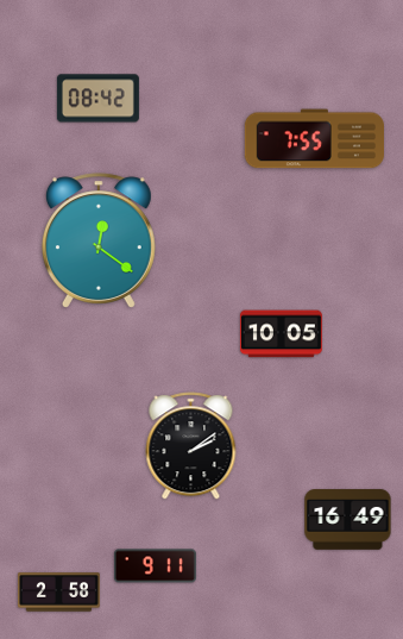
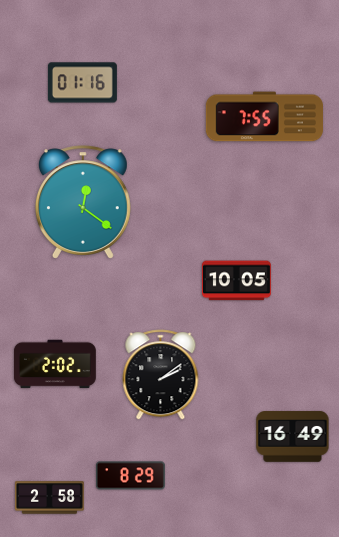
clock at (97, 99): 08:42 -> 01:16
clock at (55, 364): none -> 2:02
clock at (155, 566): 9:11 -> 8:29
